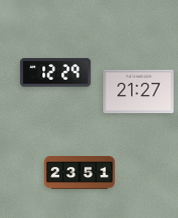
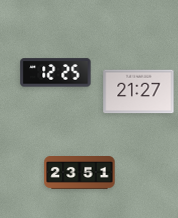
clock at (56, 73): 12:29 -> 12:25
